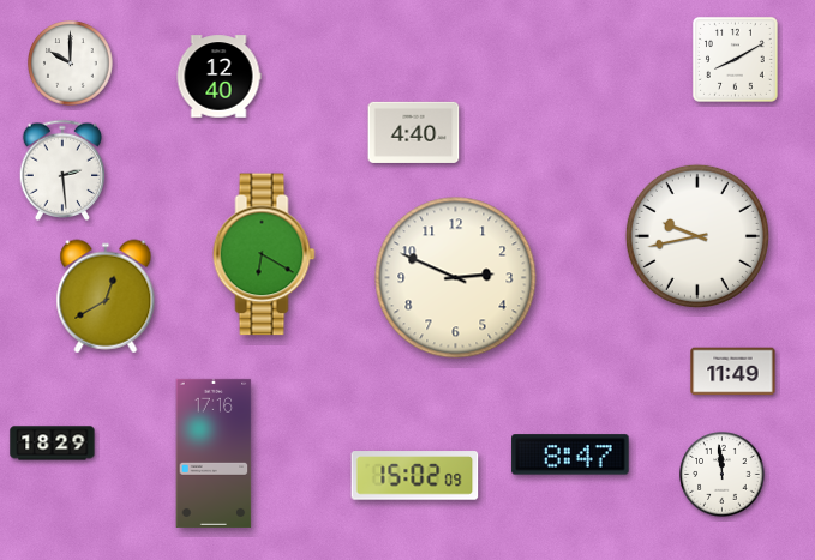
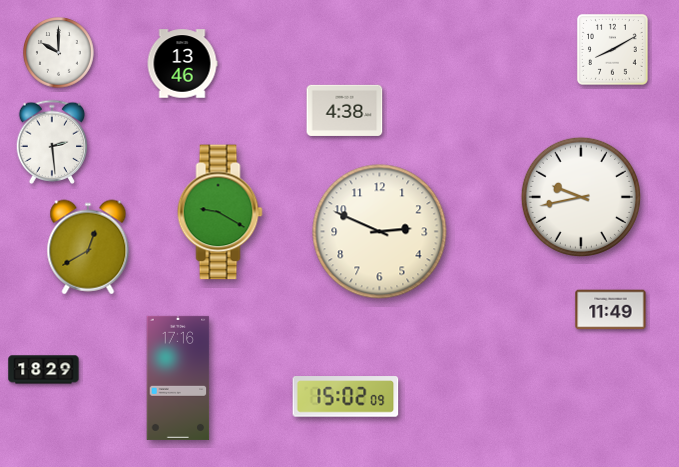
clock at (218, 77): 12:40 -> 13:46
clock at (414, 132): 4:40 -> 4:38
clock at (264, 254): 6:20 -> 9:20
clock at (570, 454): 8:47 -> none
clock at (723, 475): 11:59 -> none
